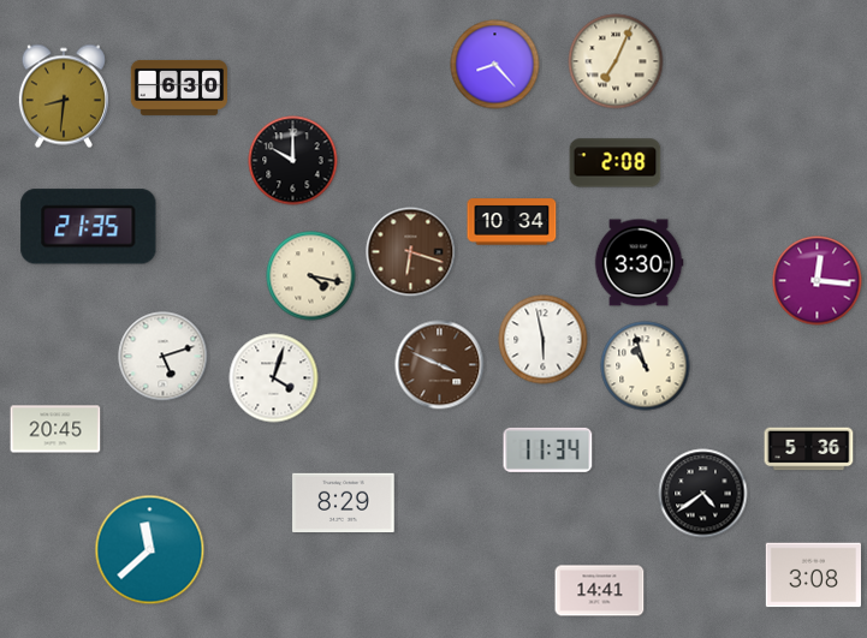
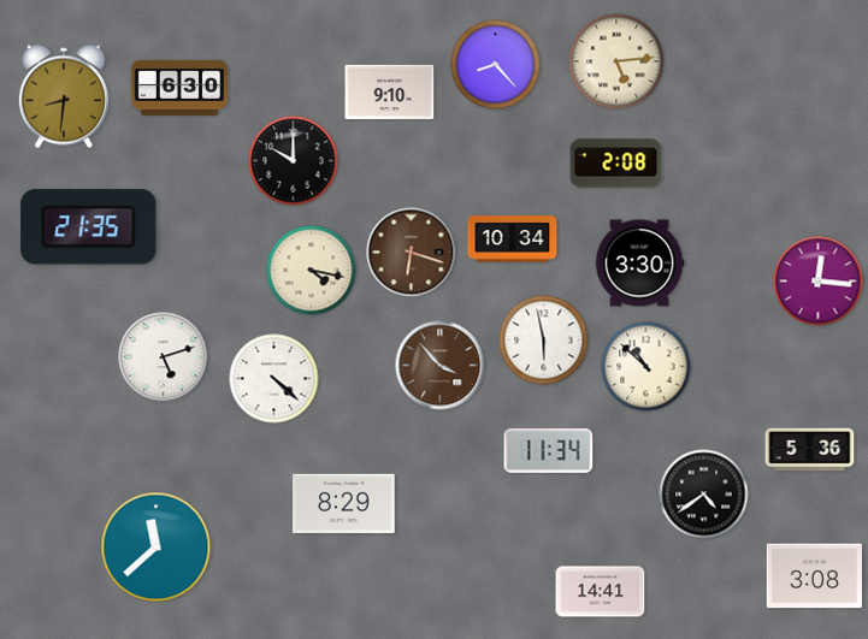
clock at (616, 61): 7:04 -> 5:14
clock at (390, 91): none -> 9:10
clock at (512, 222) position: (512, 222) -> (513, 239)
clock at (311, 276) position: (311, 276) -> (312, 271)
clock at (440, 365): 3:49 -> 3:53
clock at (646, 366): 10:57 -> 10:52
clock at (274, 378): 4:03 -> 4:22
clock at (55, 429): 20:45 -> none
clock at (150, 550) position: (150, 550) -> (157, 548)
